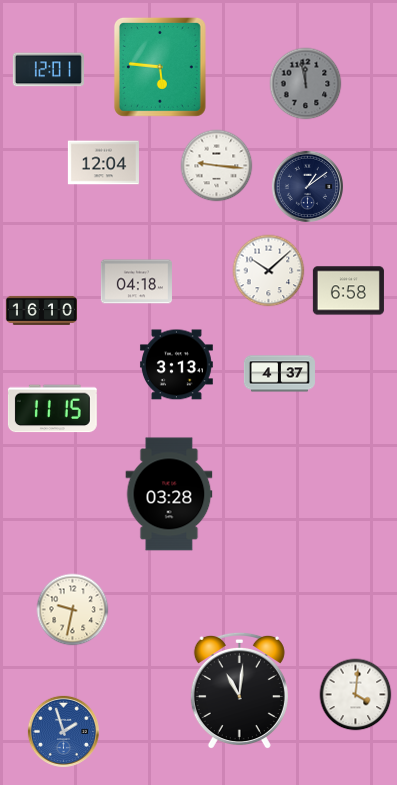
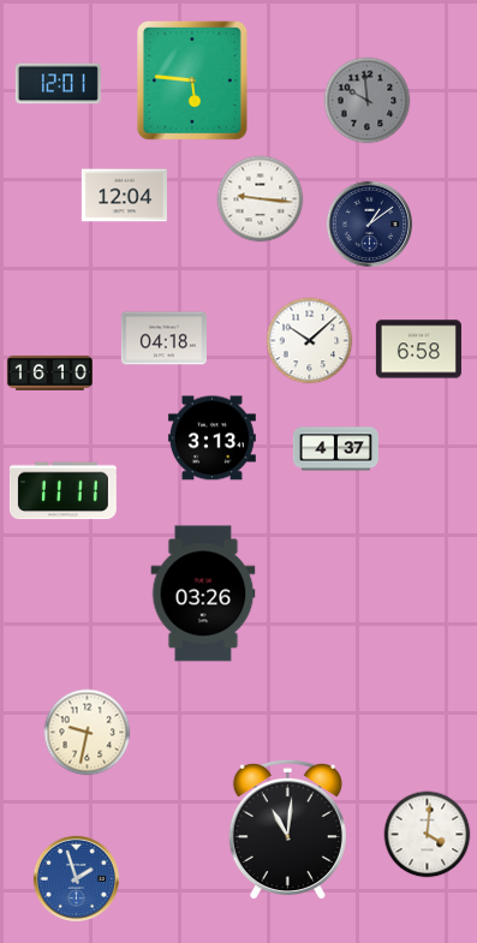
clock at (306, 84): 11:58 -> 9:59
clock at (269, 271) position: (269, 271) -> (310, 341)
clock at (52, 409): 11:15 -> 11:11
clock at (169, 494): 03:28 -> 03:26
